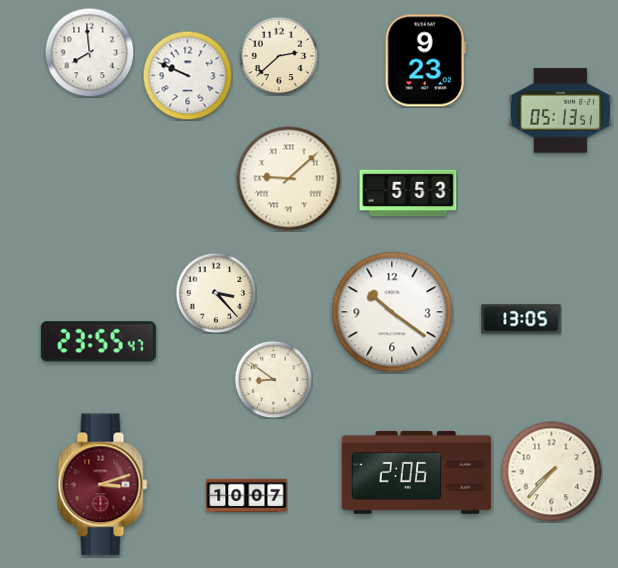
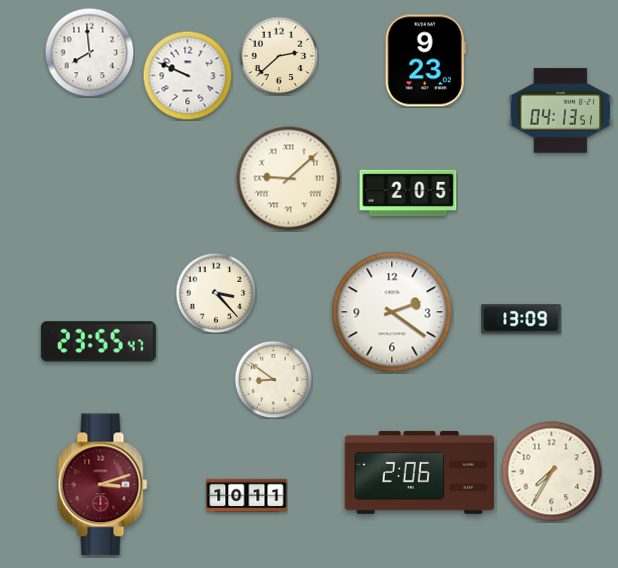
clock at (561, 111): 05:13 -> 04:13
clock at (408, 193): 5:53 -> 2:05
clock at (392, 312): 10:21 -> 2:21
clock at (521, 319): 13:05 -> 13:09
clock at (417, 472) position: (417, 472) -> (420, 472)
clock at (552, 472): 7:37 -> 7:35
clock at (247, 496): 10:07 -> 10:11
